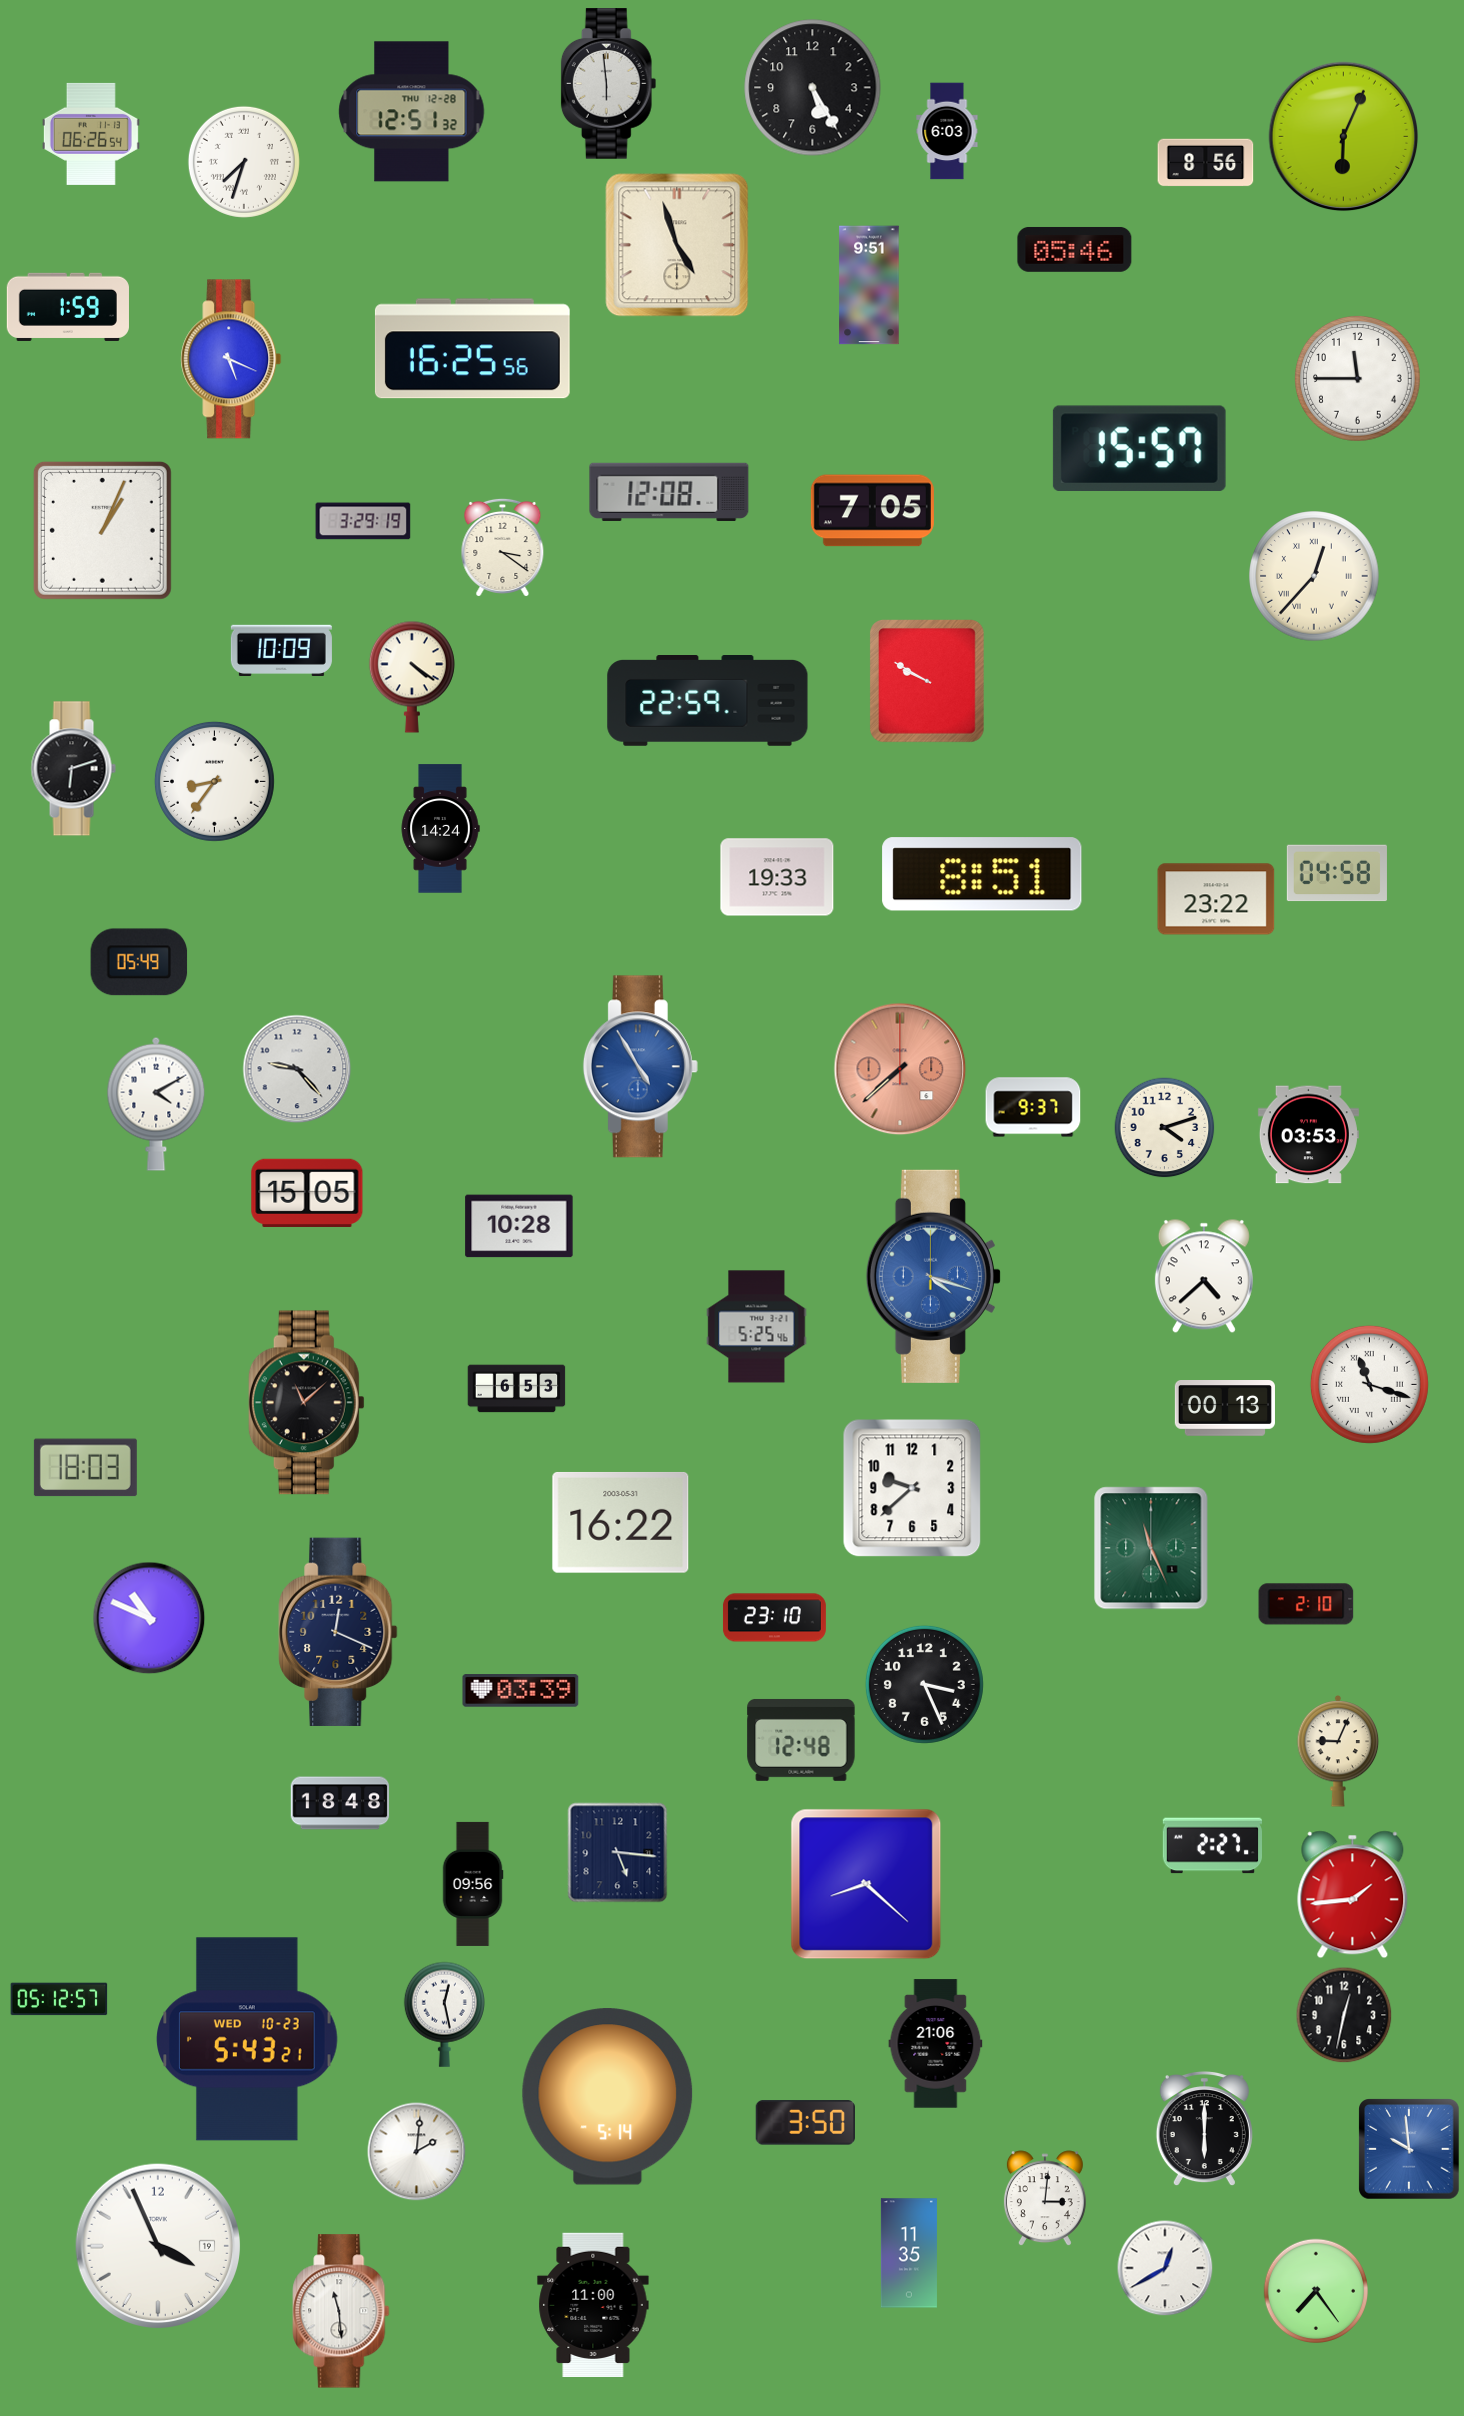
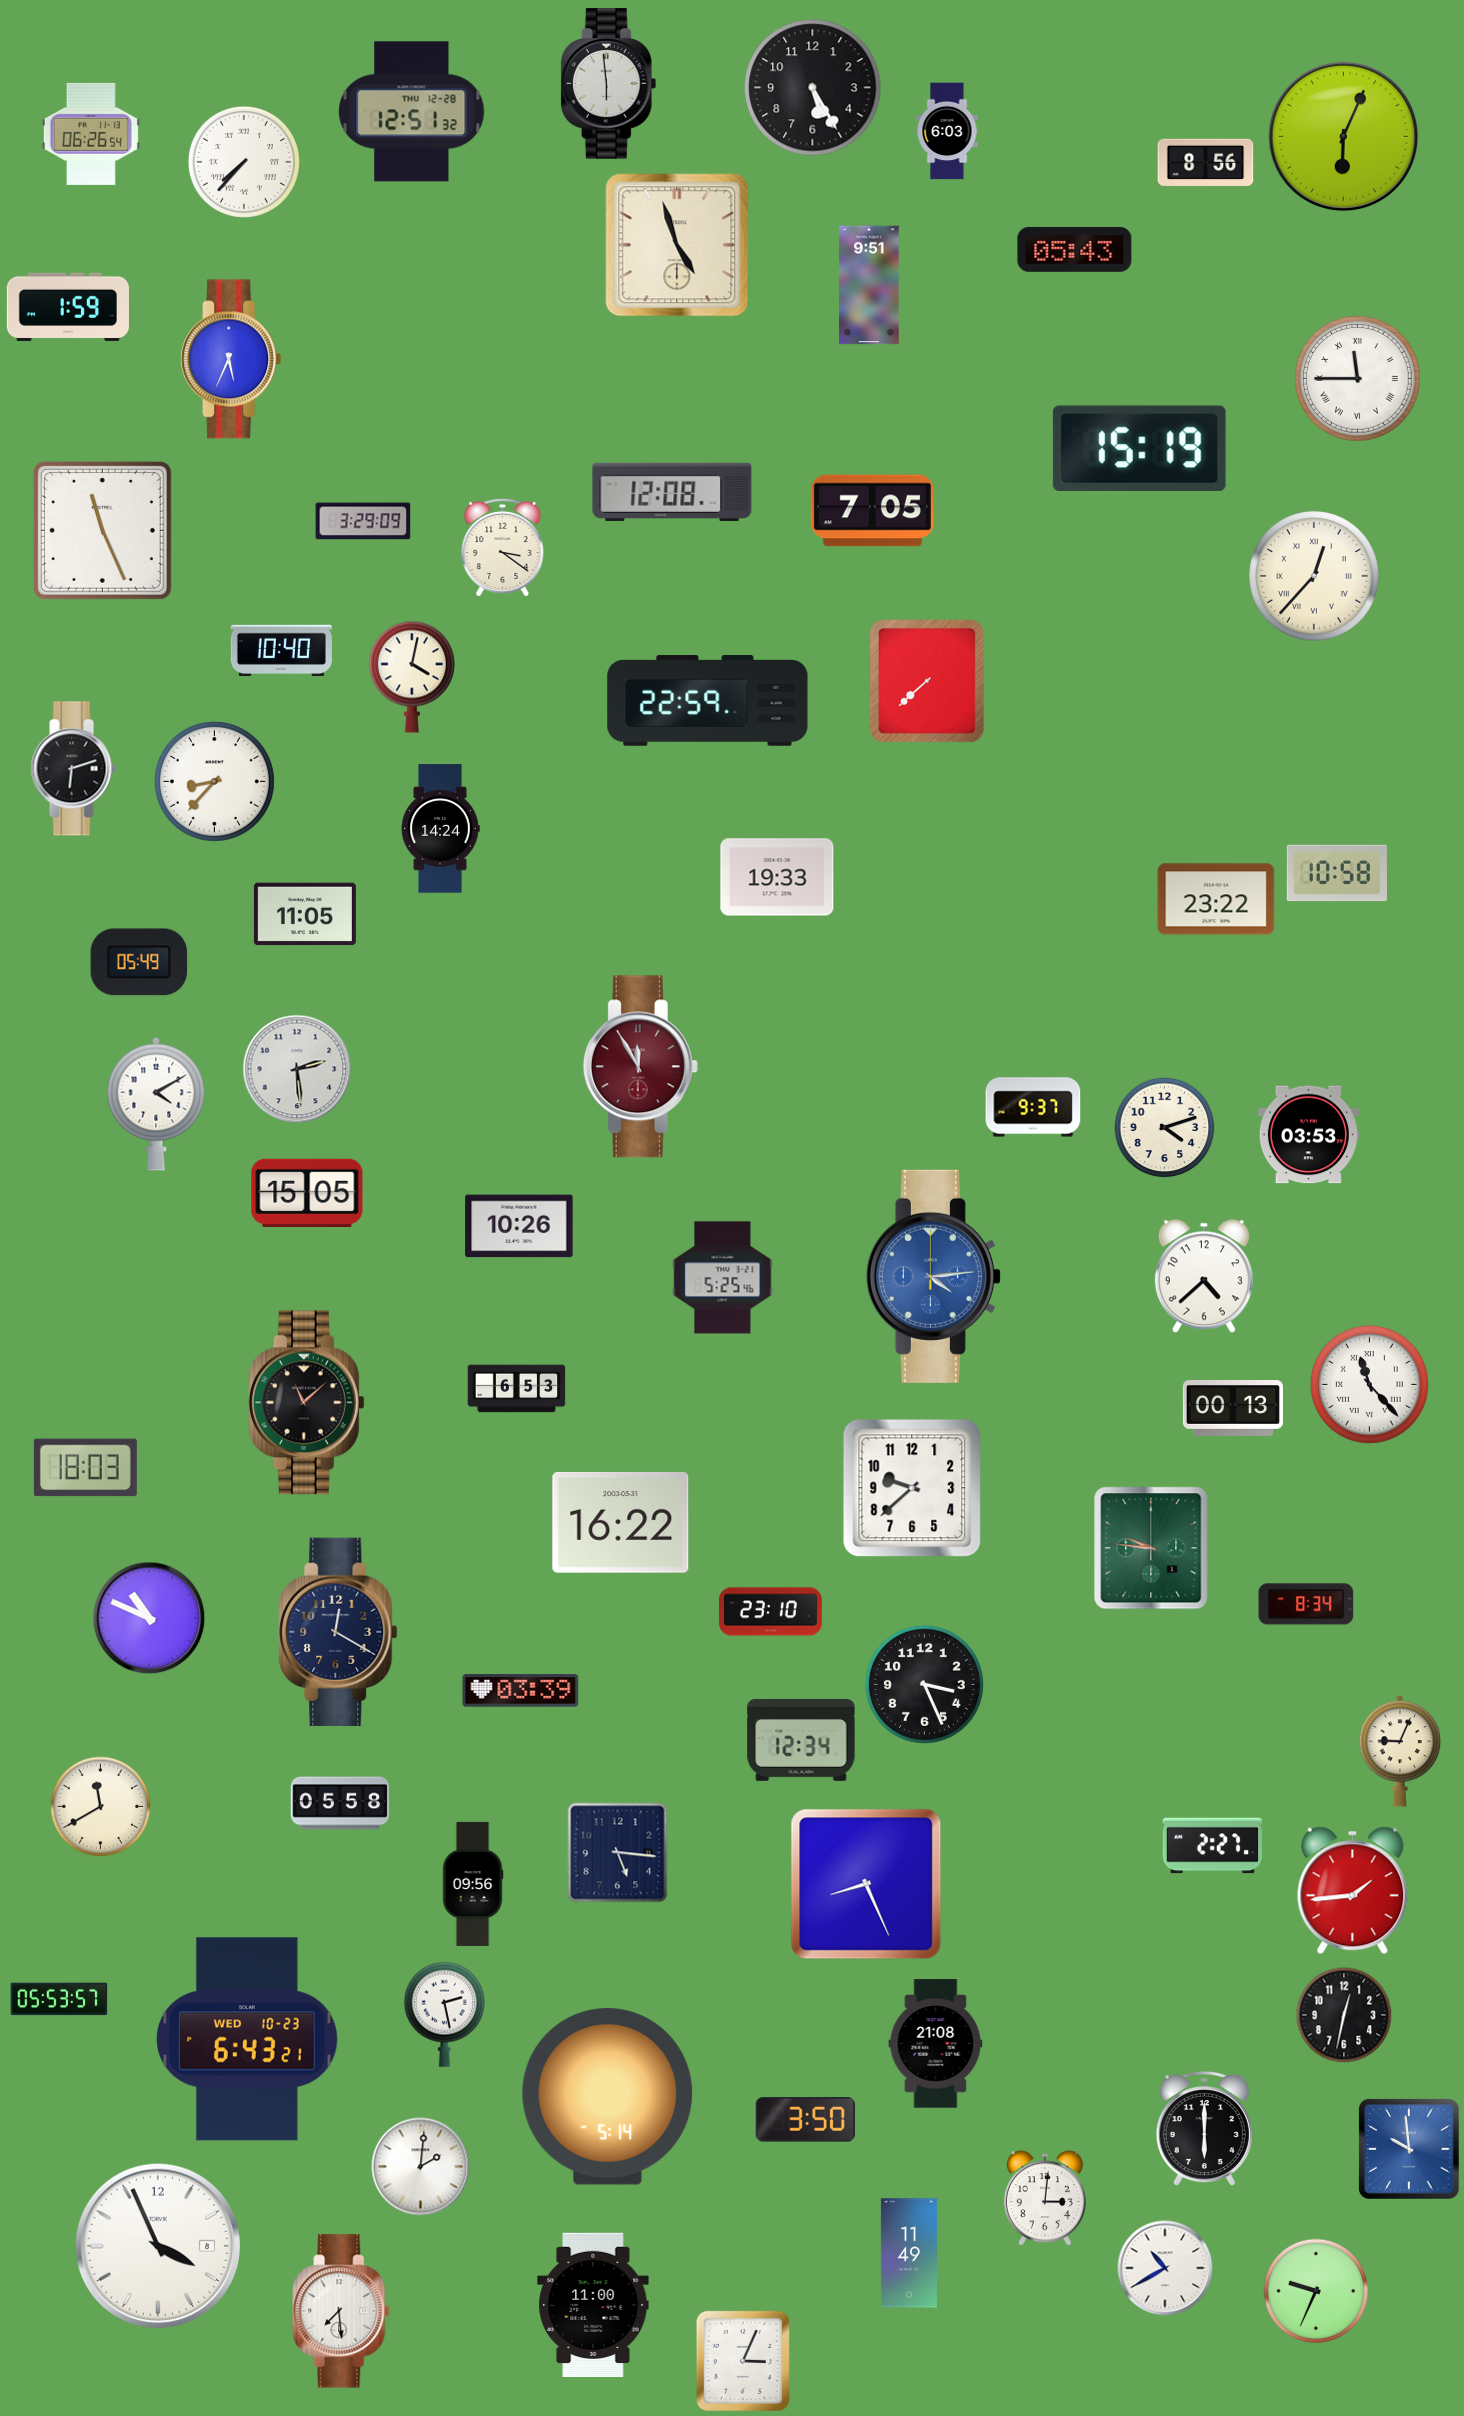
clock at (244, 162): 7:33 -> 7:37
clock at (1075, 249): 05:46 -> 05:43
clock at (472, 349): 16:25 -> none
clock at (231, 359): 5:19 -> 5:34
clock at (1358, 379) numerals: Arabic -> Roman
clock at (1139, 448): 15:57 -> 15:19
clock at (669, 492) position: (669, 492) -> (672, 492)
clock at (363, 521): 3:29:19 -> 3:29:09
clock at (102, 530): 1:04 -> 11:26
clock at (281, 650): 10:09 -> 10:40
clock at (412, 677): 4:21 -> 4:02
clock at (928, 682): 9:50 -> 7:38
clock at (214, 781): 8:36 -> 8:37
clock at (1337, 873): 04:58 -> 10:58
clock at (982, 874): 8:51 -> none
clock at (305, 914): none -> 11:05
clock at (640, 1067): 4:55 -> 11:55
clock at (640, 1067) dial: blue -> burgundy
clock at (297, 1069): 9:23 -> 2:29
clock at (900, 1069): 7:38 -> none
clock at (519, 1226): 10:28 -> 10:26
clock at (933, 1276): 4:18 -> 4:14
clock at (757, 1327) position: (757, 1327) -> (723, 1278)
clock at (1369, 1384): 11:18 -> 11:23
clock at (1225, 1408) position: (1225, 1408) -> (1233, 1408)
clock at (1151, 1548): 11:26 -> 9:46
clock at (1306, 1604): 2:10 -> 8:34
clock at (774, 1618) position: (774, 1618) -> (770, 1612)
clock at (338, 1632): 12:19 -> 12:20
clock at (801, 1740): 12:48 -> 12:34
clock at (1338, 1752) position: (1338, 1752) -> (1400, 1752)
clock at (340, 1803): 18:48 -> 05:58
clock at (101, 1807): none -> 11:40
clock at (866, 1884): 8:22 -> 8:26
clock at (1353, 1895) position: (1353, 1895) -> (1353, 1891)
clock at (59, 1999): 05:12 -> 05:53
clock at (444, 2014): 12:28 -> 2:28
clock at (247, 2039): 5:43 -> 6:43
clock at (936, 2044): 21:06 -> 21:08
clock at (805, 2123) position: (805, 2123) -> (805, 2120)
clock at (417, 2152) position: (417, 2152) -> (421, 2167)
clock at (157, 2245) date: 19 -> 8
clock at (909, 2253): 11:35 -> 11:49
clock at (1165, 2268): 12:40 -> 10:40
clock at (1316, 2291): 7:24 -> 9:34
clock at (341, 2311): 11:29 -> 7:29
clock at (743, 2361): none -> 3:04
